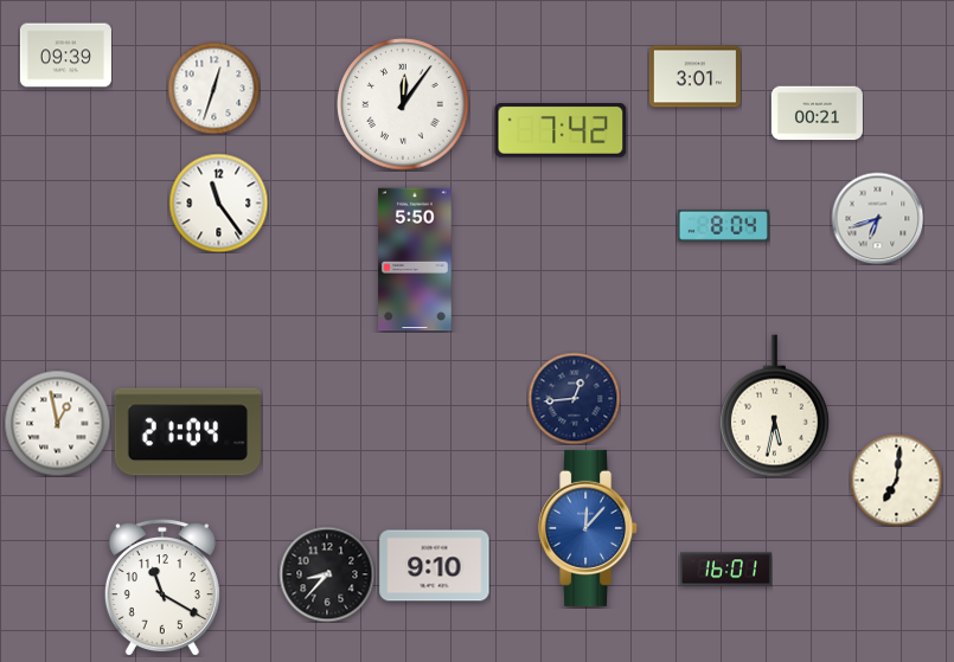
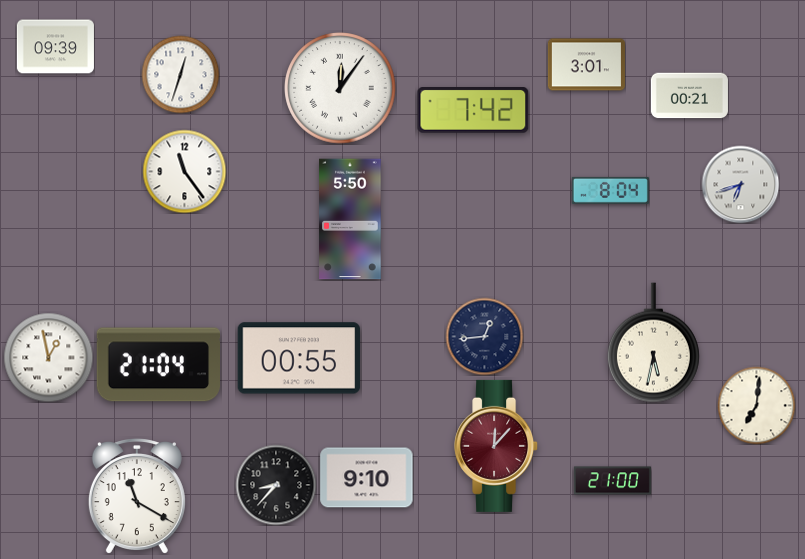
clock at (299, 358): none -> 00:55
clock at (589, 528) dial: blue -> burgundy
clock at (725, 570): 16:01 -> 21:00
